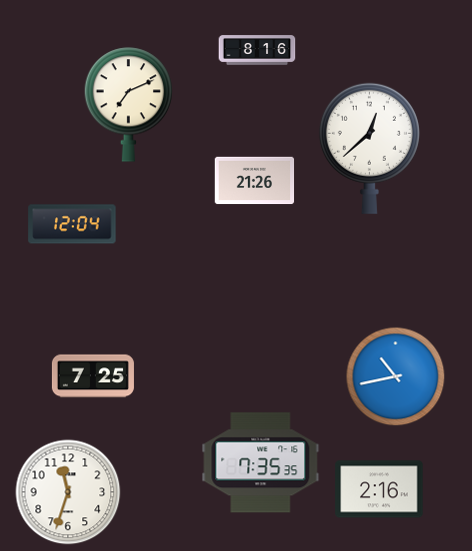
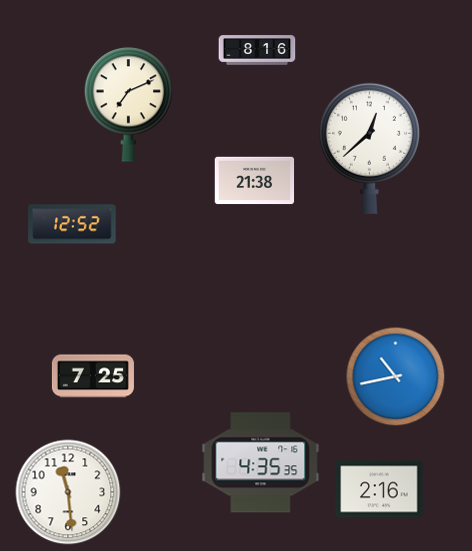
clock at (255, 181): 21:26 -> 21:38
clock at (72, 224): 12:04 -> 12:52
clock at (261, 463): 7:35 -> 4:35
clock at (68, 492): 11:33 -> 11:29
